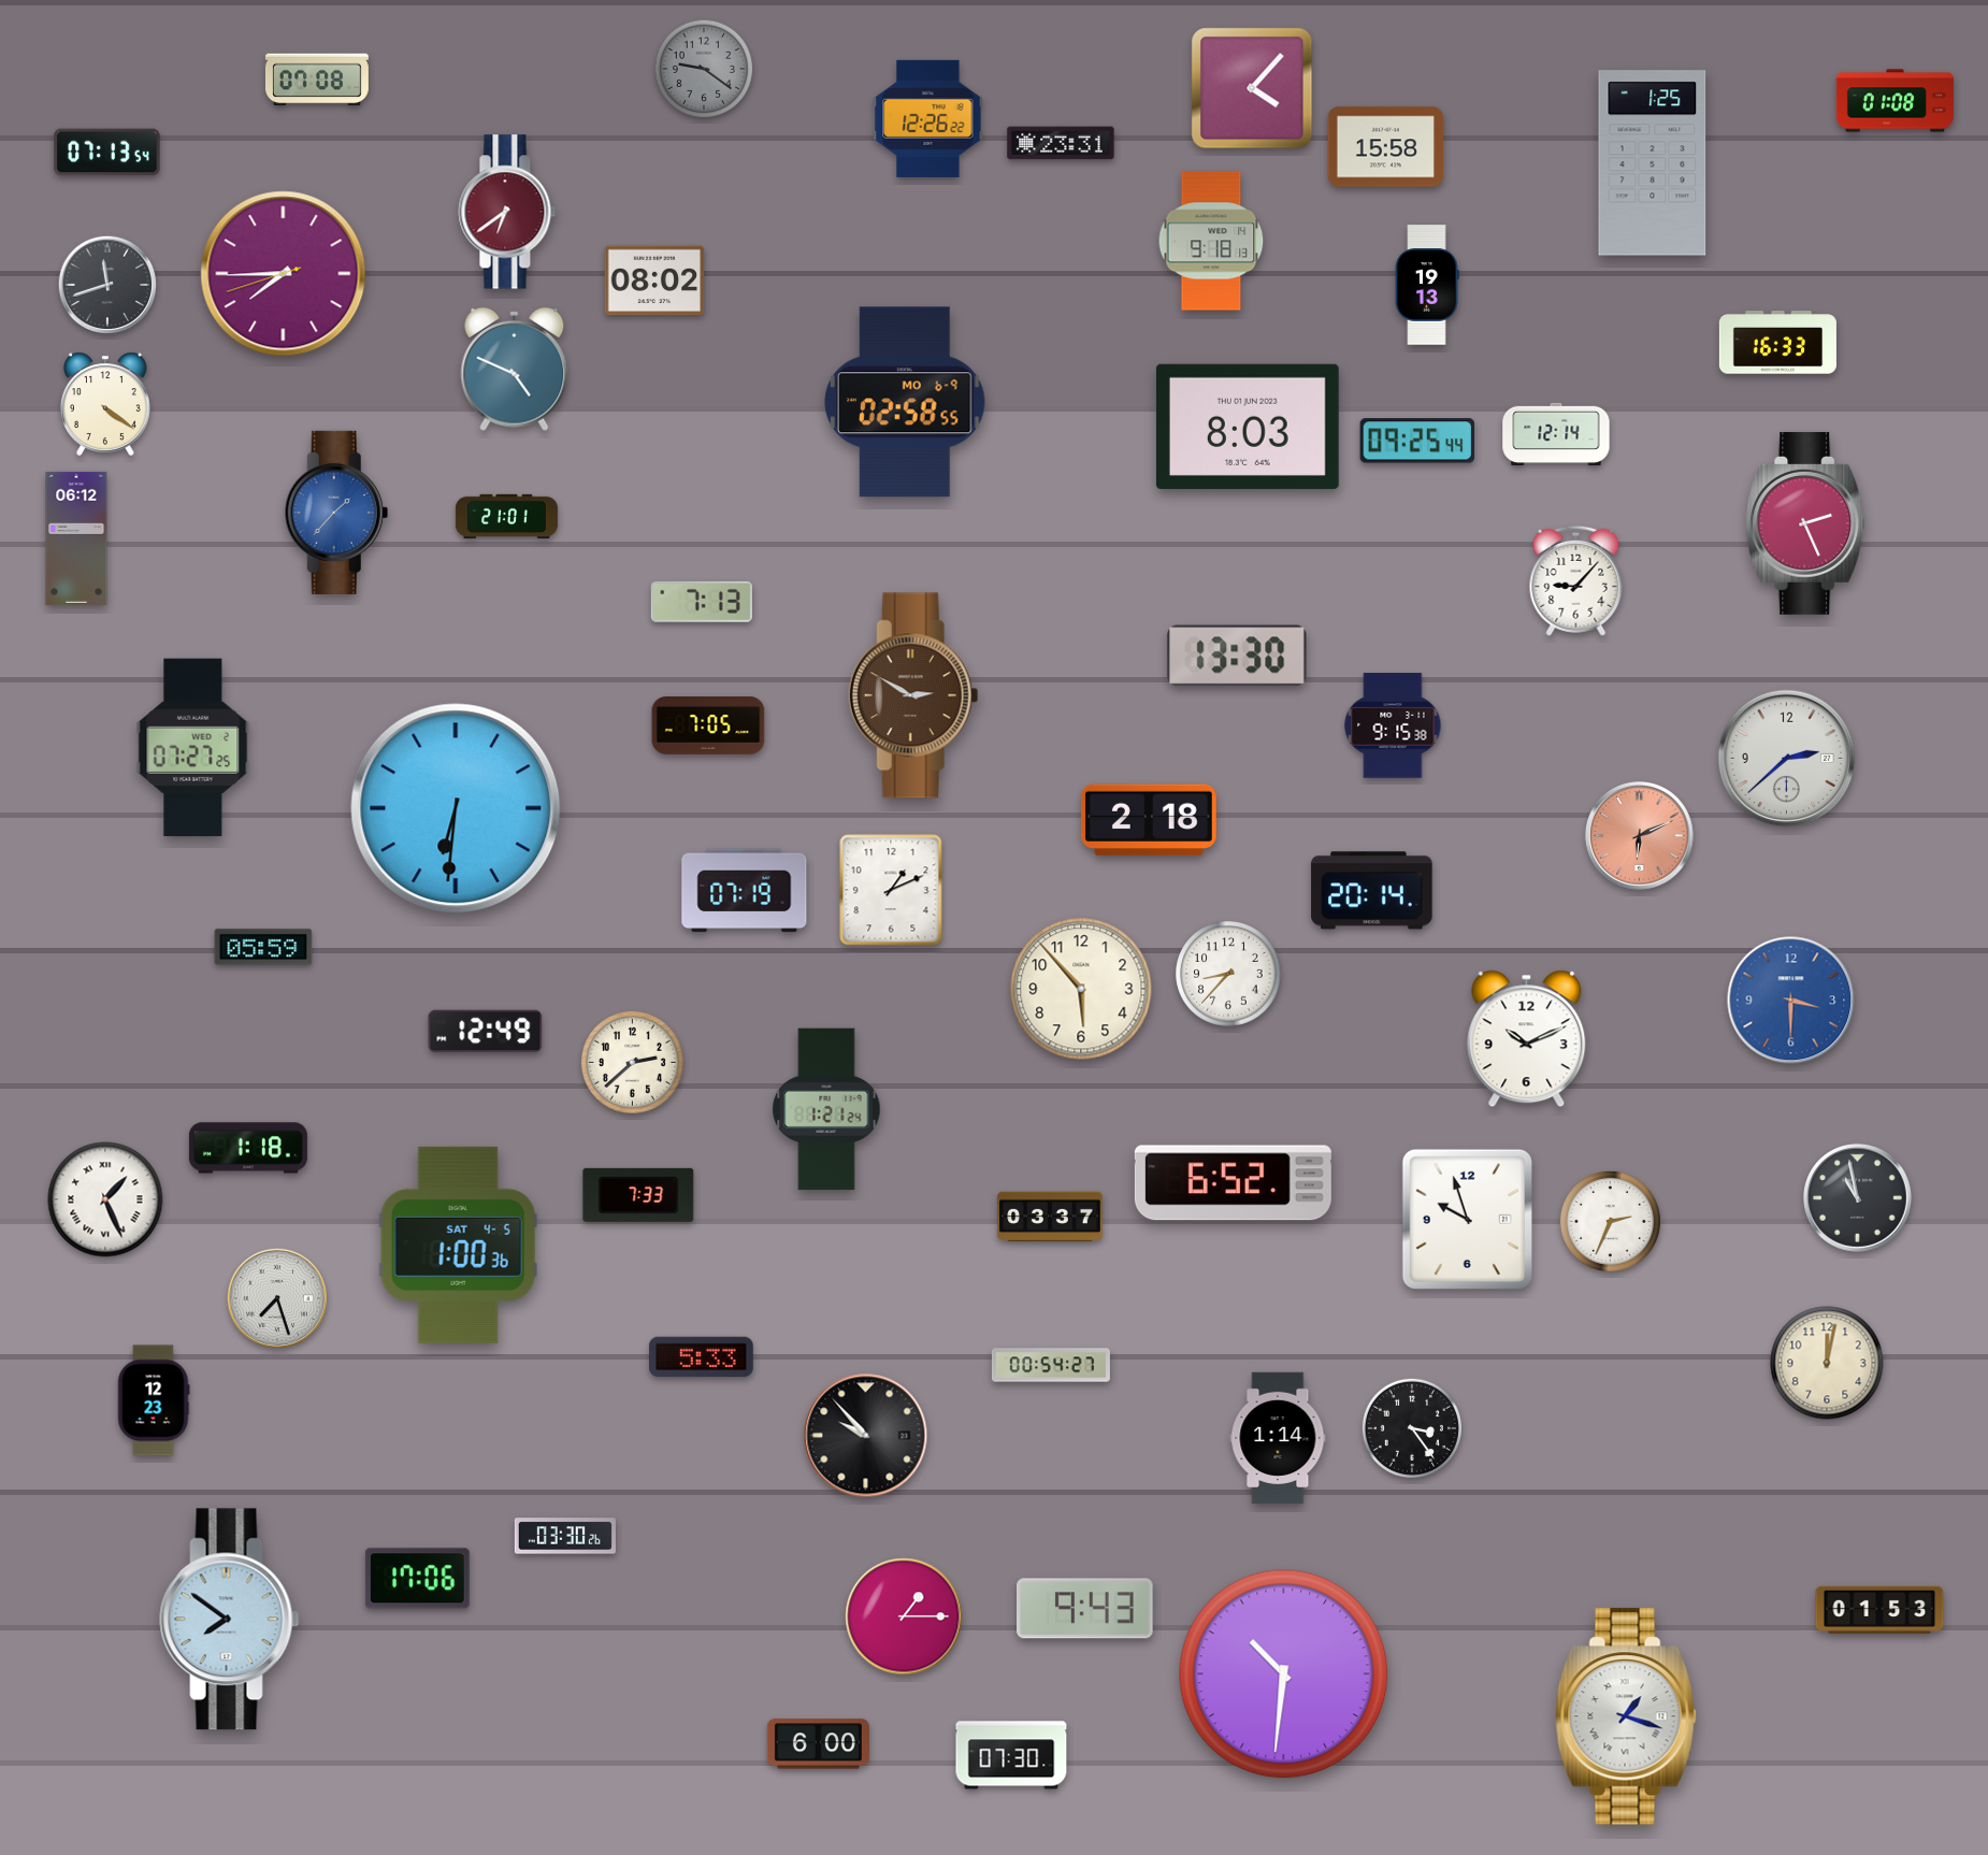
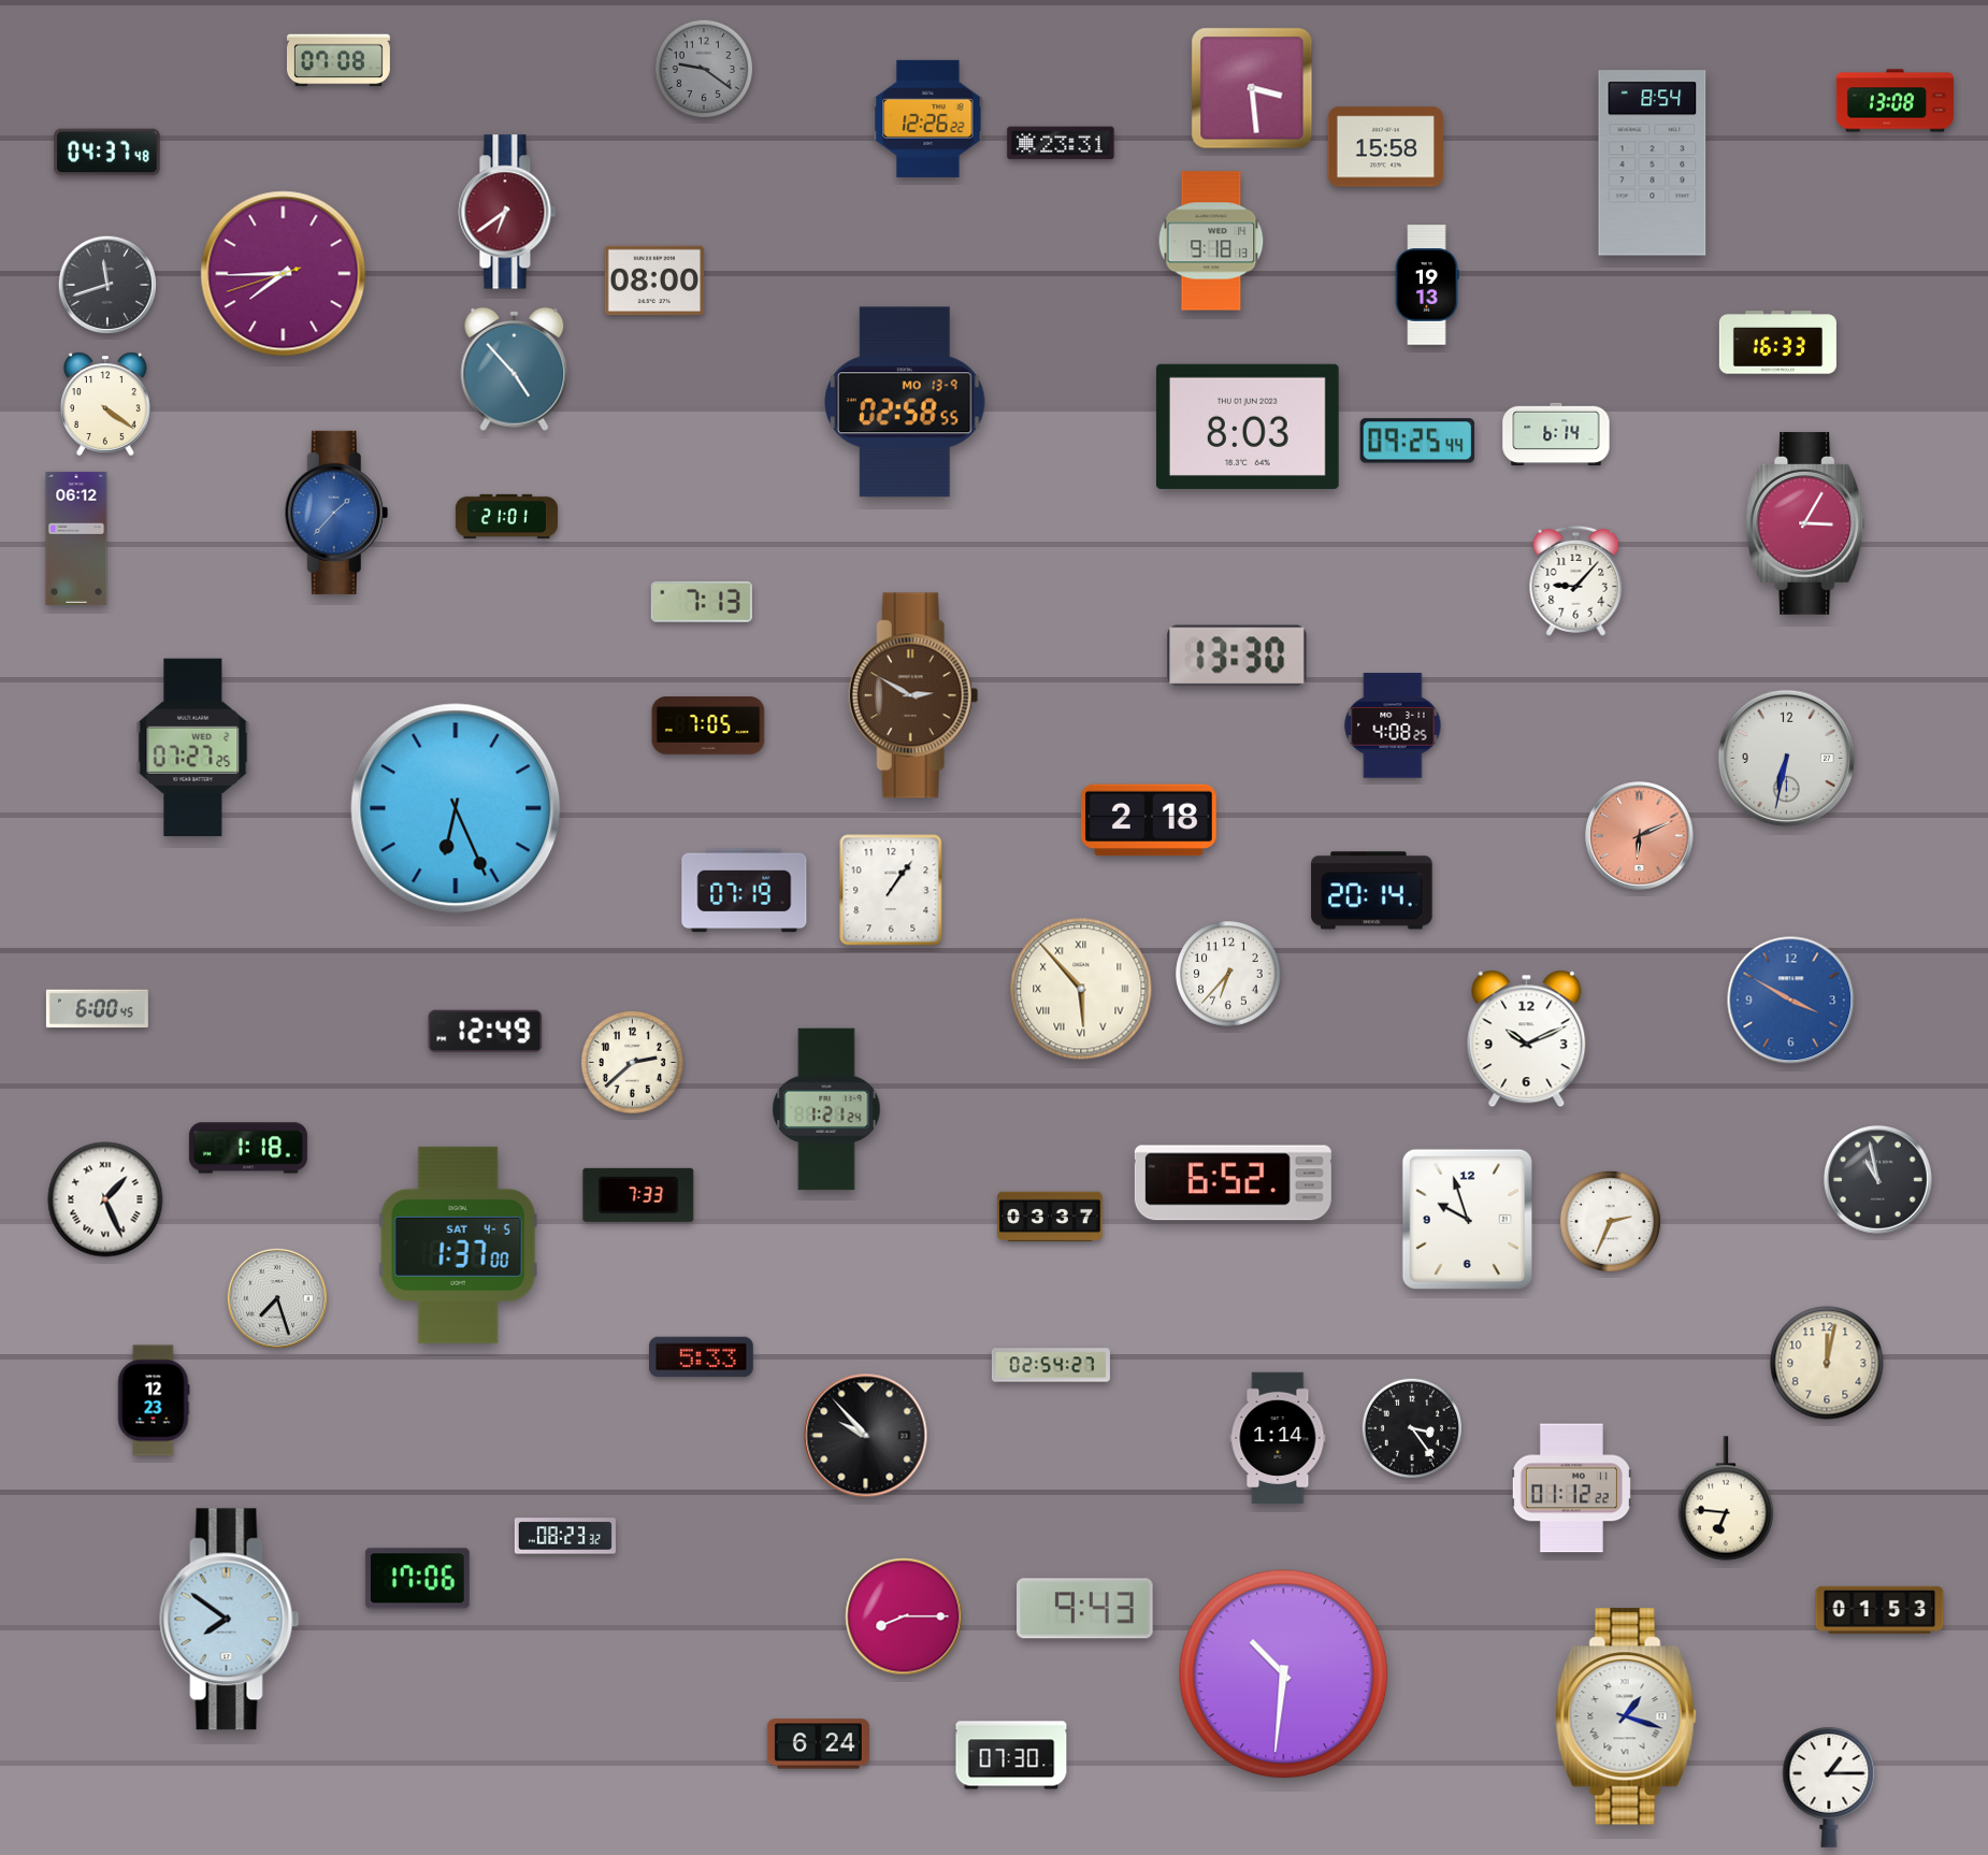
clock at (317, 80) position: (317, 80) -> (338, 60)
clock at (1252, 88): 4:07 -> 3:29
clock at (1895, 101): 01:08 -> 13:08
clock at (107, 153): 07:13 -> 04:37
clock at (1653, 163): 1:25 -> 8:54
clock at (654, 281): 08:02 -> 08:00
clock at (515, 369): 4:49 -> 4:53
clock at (906, 402) date: MO 6-9 -> MO 13-9
clock at (1556, 434): 12:14 -> 6:14
clock at (1805, 523): 2:26 -> 3:05
clock at (1393, 725): 9:15 -> 4:08
clock at (1787, 759): 2:38 -> 6:32
clock at (456, 808): 6:31 -> 6:26
clock at (891, 890): 1:11 -> 1:06
clock at (263, 947): 05:59 -> none
clock at (1228, 974): 8:37 -> 6:37
clock at (1081, 989) numerals: Arabic -> Roman
clock at (1791, 1001): 3:30 -> 3:50
clock at (97, 1009): none -> 6:00
clock at (1858, 1198) position: (1858, 1198) -> (1878, 1180)
clock at (458, 1245): 1:00 -> 1:37
clock at (1051, 1365): 00:54 -> 02:54
clock at (1571, 1489): none -> 01:12
clock at (1726, 1498): none -> 6:46
clock at (565, 1536): 03:30 -> 08:23
clock at (904, 1616): 1:15 -> 8:15
clock at (818, 1744): 6:00 -> 6:24
clock at (1829, 1787): none -> 1:15
